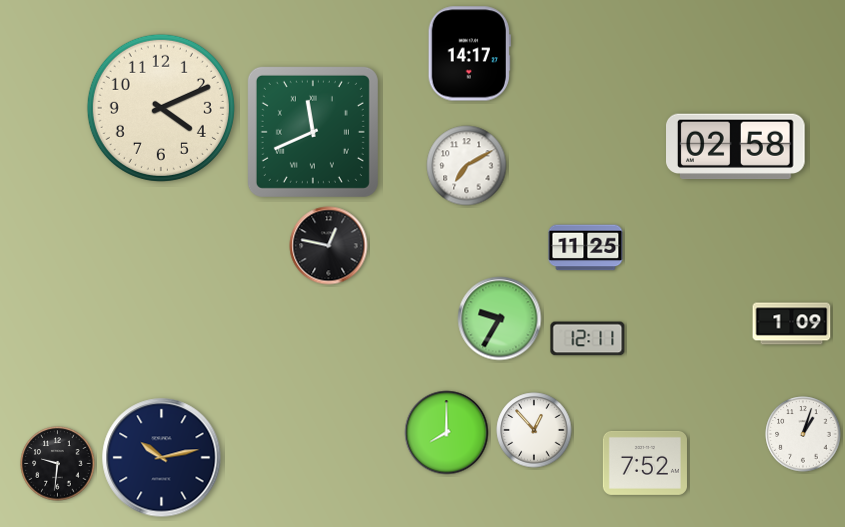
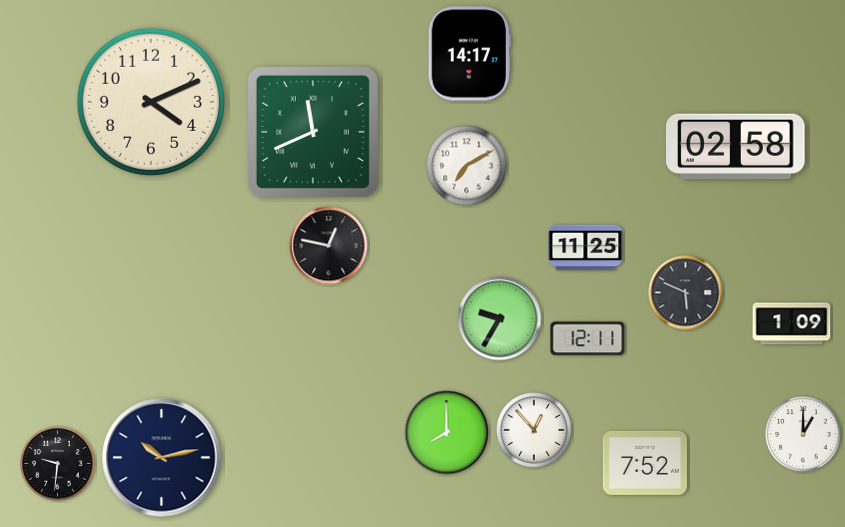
clock at (161, 108) position: (161, 108) -> (151, 102)
clock at (686, 293): none -> 5:49
clock at (803, 434): 1:03 -> 1:00
